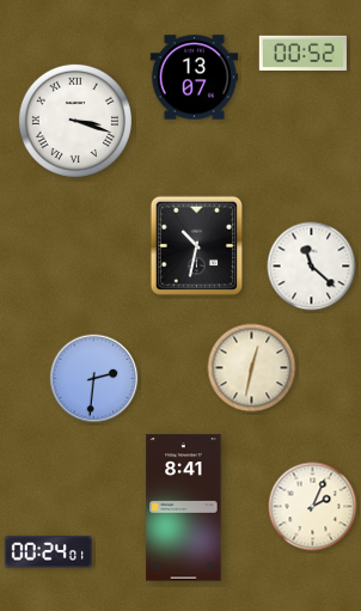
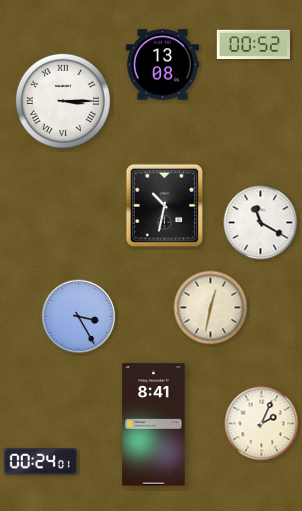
clock at (194, 78): 13:07 -> 13:08
clock at (75, 121): 3:18 -> 3:15
clock at (312, 267): 11:22 -> 11:20
clock at (94, 379): 2:31 -> 3:25
